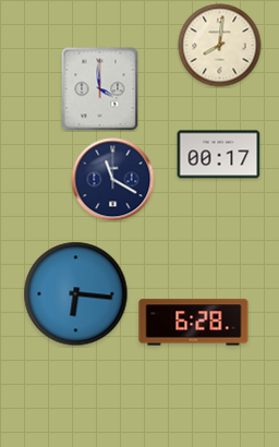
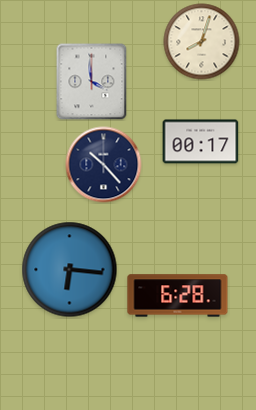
clock at (220, 46): 8:01 -> 8:03
clock at (113, 180): 11:20 -> 10:23
